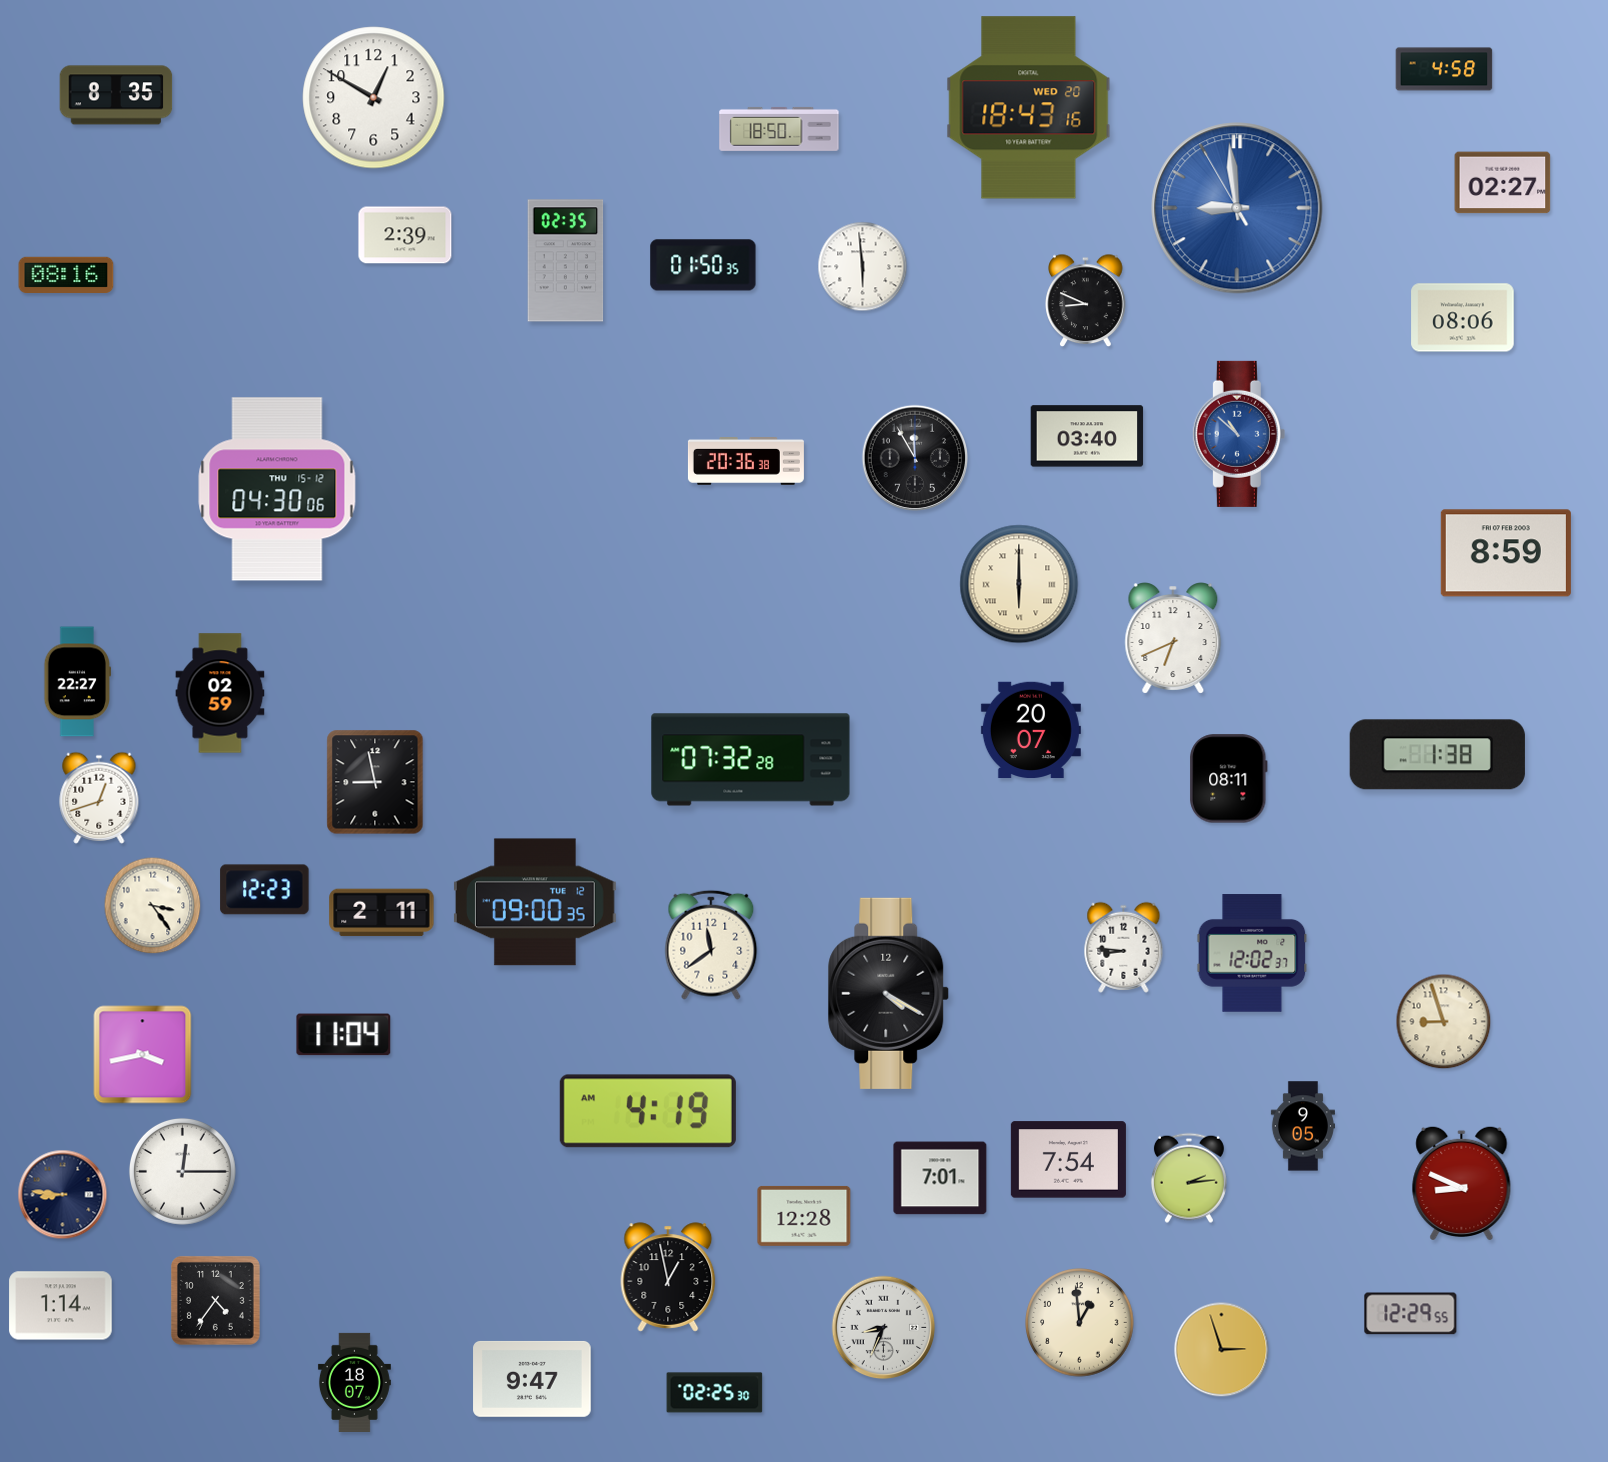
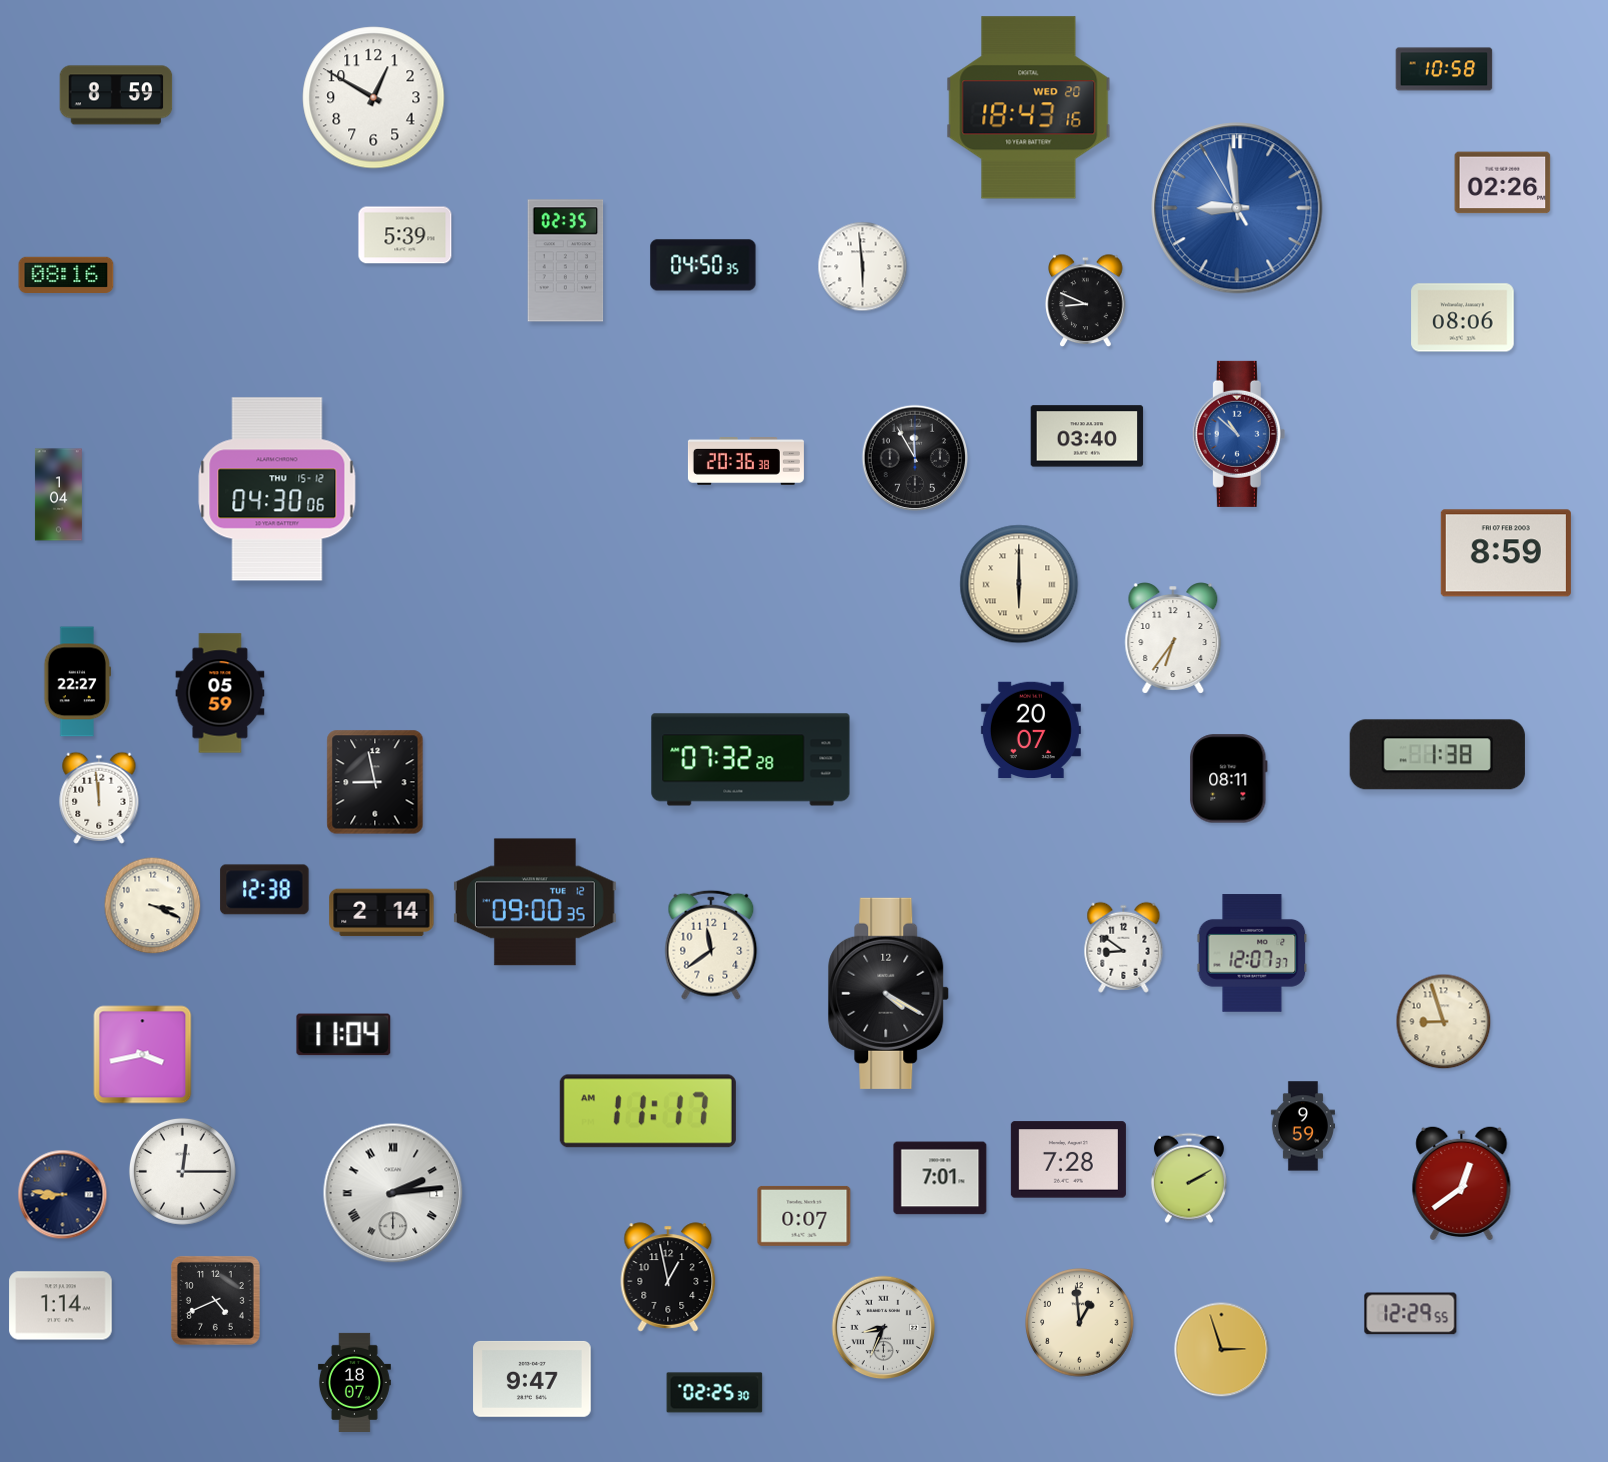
clock at (1444, 69): 4:58 -> 10:58
clock at (116, 95): 8:35 -> 8:59
clock at (779, 129): 18:50 -> none
clock at (1503, 183): 02:27 -> 02:26
clock at (405, 235): 2:39 -> 5:39
clock at (703, 265): 01:50 -> 04:50
clock at (58, 495): none -> 1:04
clock at (1173, 638): 6:41 -> 6:36
clock at (220, 693): 02:59 -> 05:59
clock at (99, 798): 12:42 -> 11:59
clock at (265, 890): 12:23 -> 12:38
clock at (153, 906): 3:24 -> 3:19
clock at (382, 913): 2:11 -> 2:14
clock at (1124, 947): 8:46 -> 8:51
clock at (1252, 953): 12:02 -> 12:07
clock at (648, 1111): 4:19 -> 11:17
clock at (1303, 1126): 9:05 -> 9:59
clock at (1068, 1160): 7:54 -> 7:28
clock at (1189, 1178): 2:14 -> 2:10
clock at (1462, 1182): 8:49 -> 12:39
clock at (393, 1193): none -> 2:14
clock at (804, 1216): 12:28 -> 0:07
clock at (215, 1300): 4:36 -> 4:41
